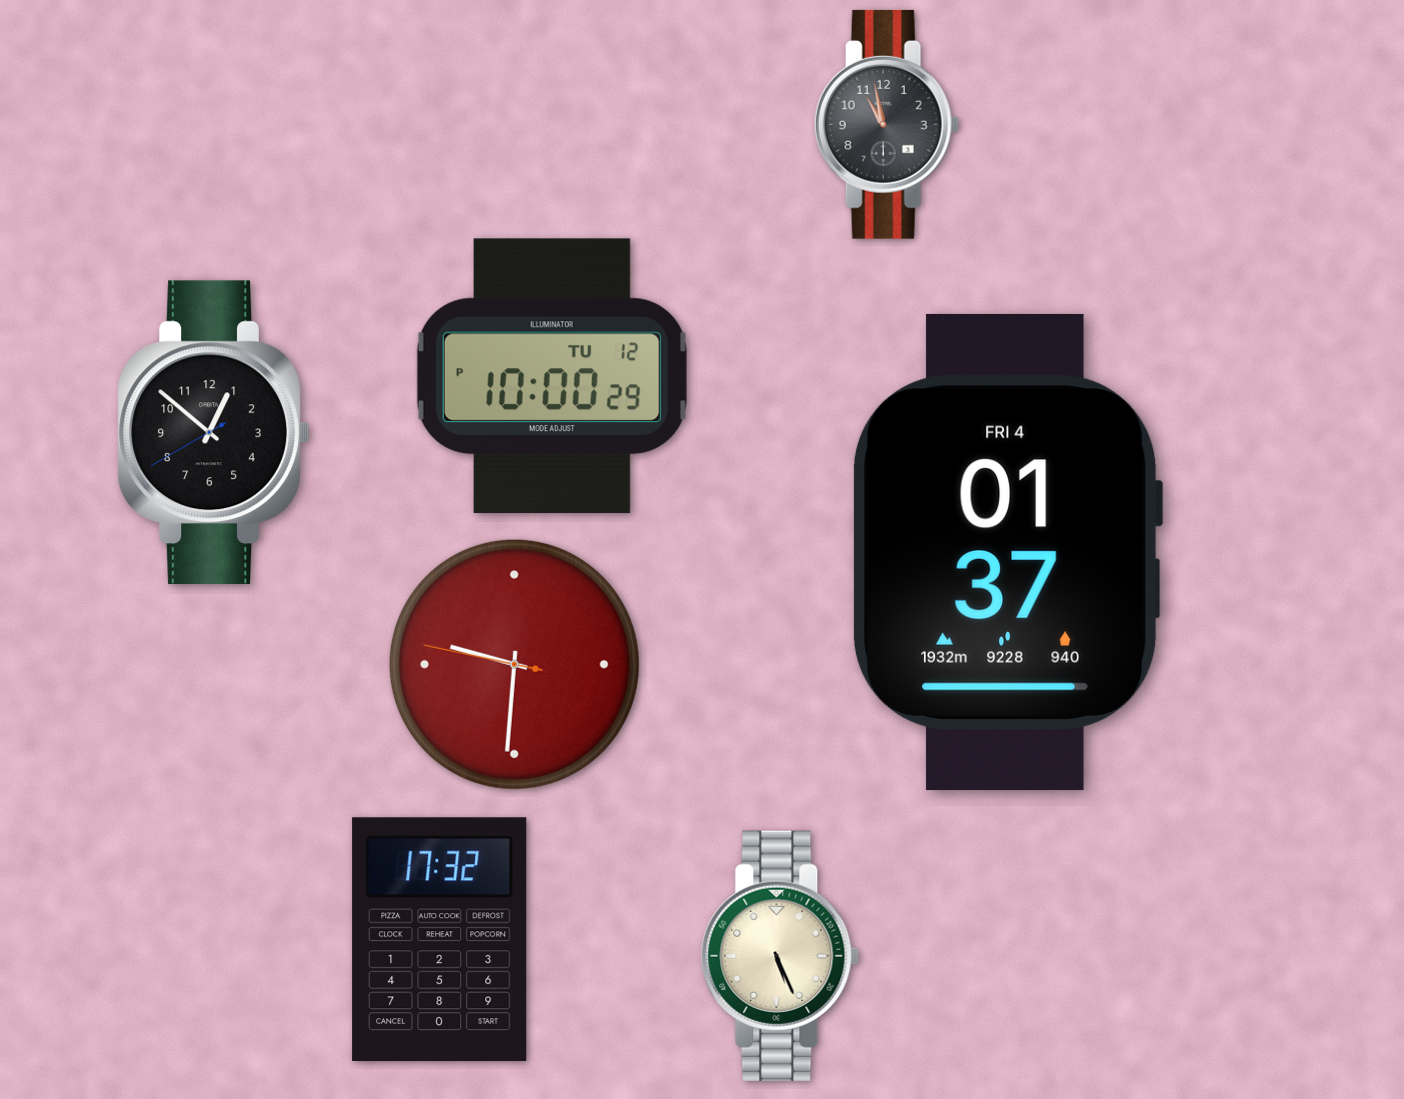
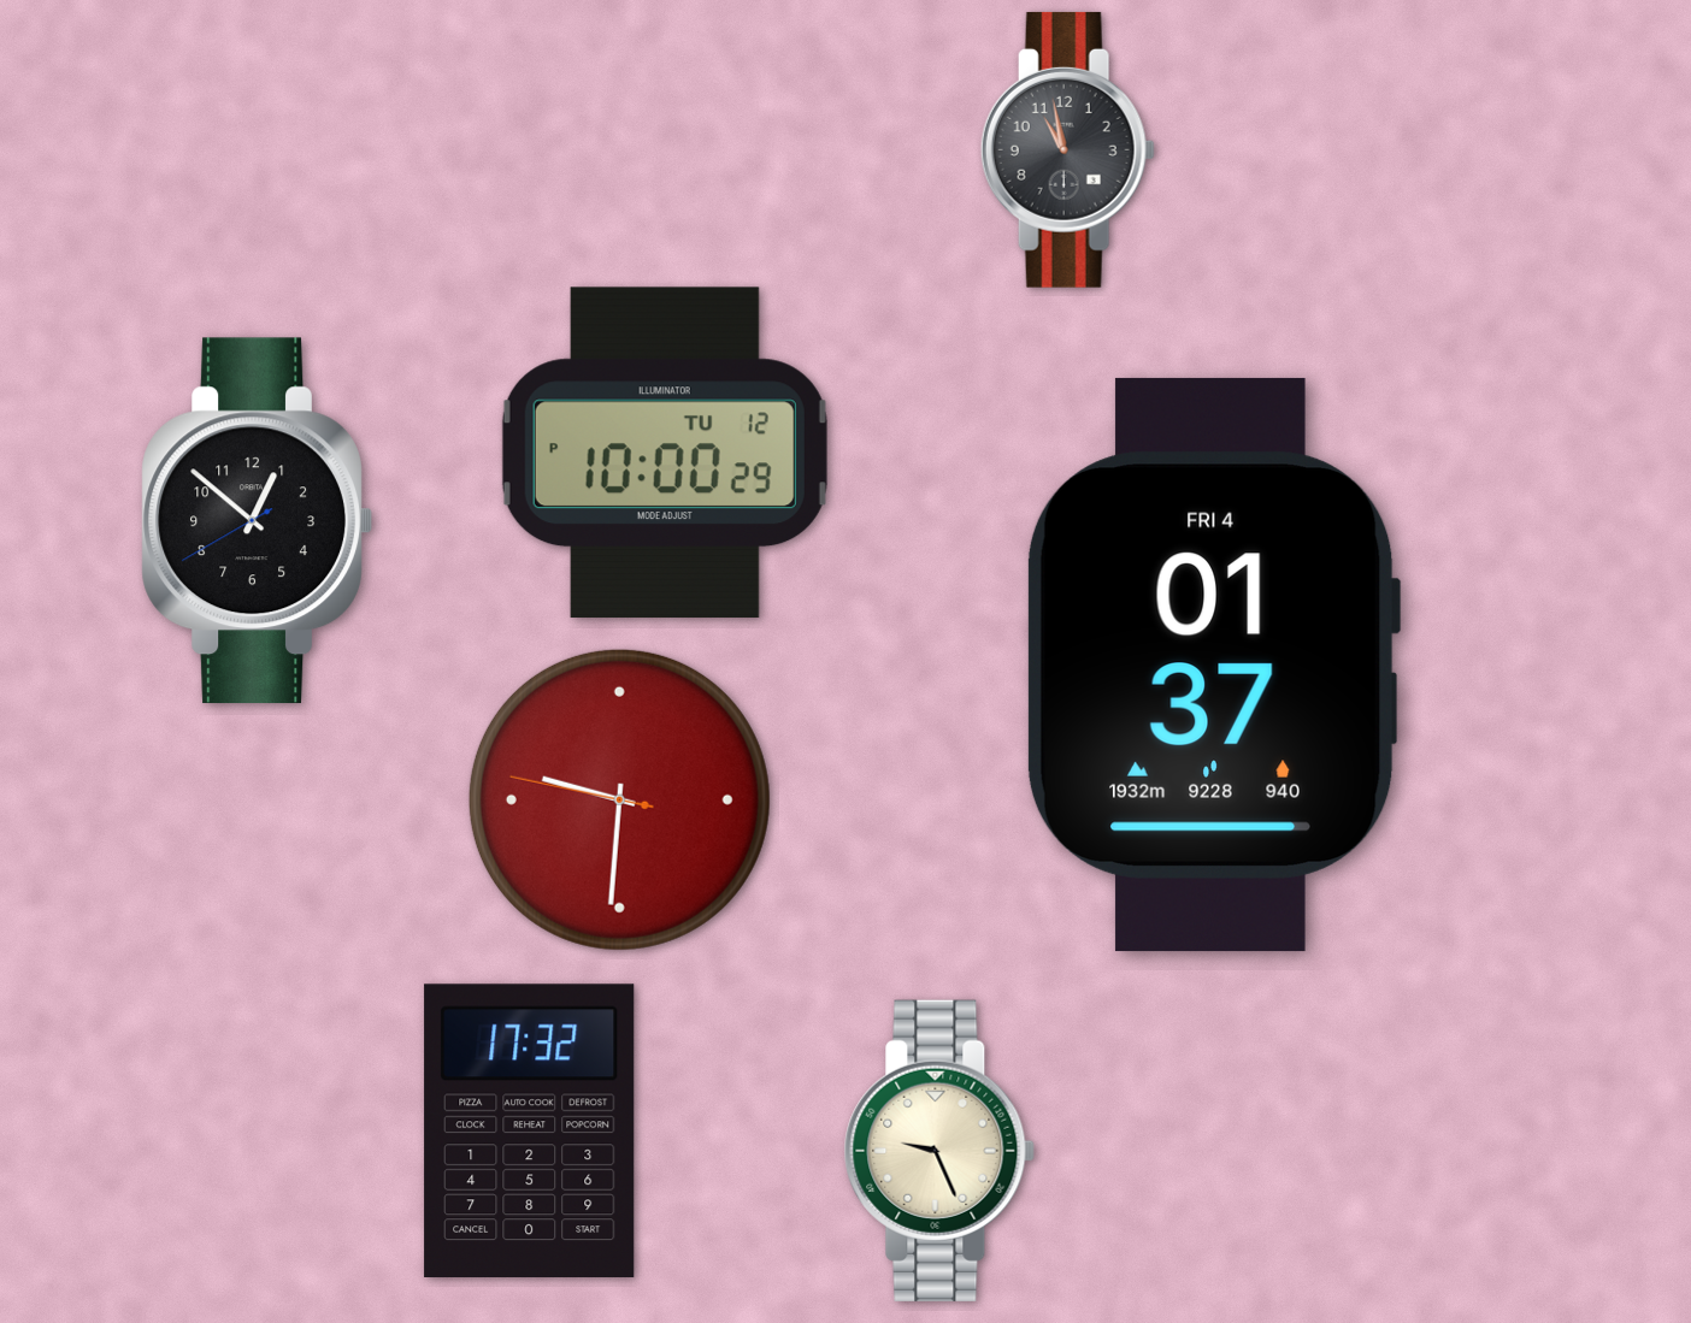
clock at (780, 956): 5:26 -> 9:26
